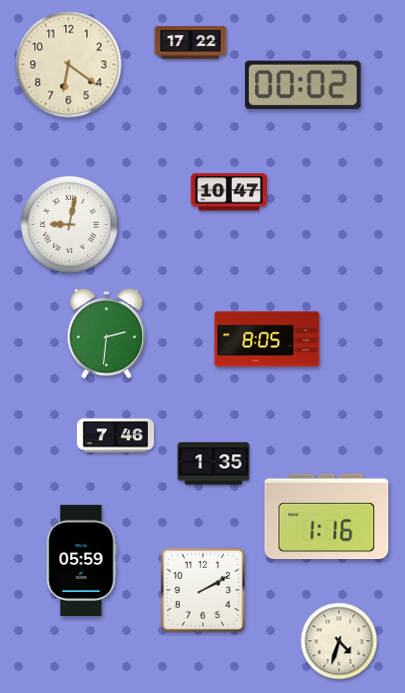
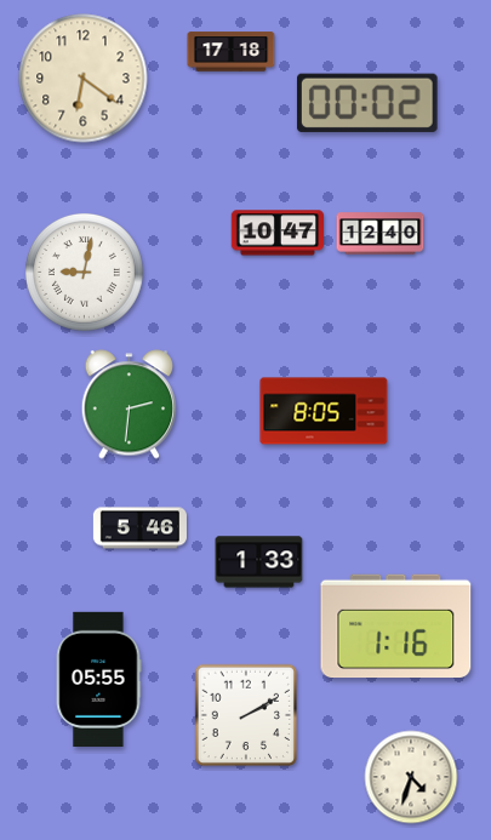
clock at (191, 43): 17:22 -> 17:18
clock at (381, 234): none -> 12:40
clock at (115, 436): 7:46 -> 5:46
clock at (214, 464): 1:35 -> 1:33
clock at (81, 560): 05:59 -> 05:55
